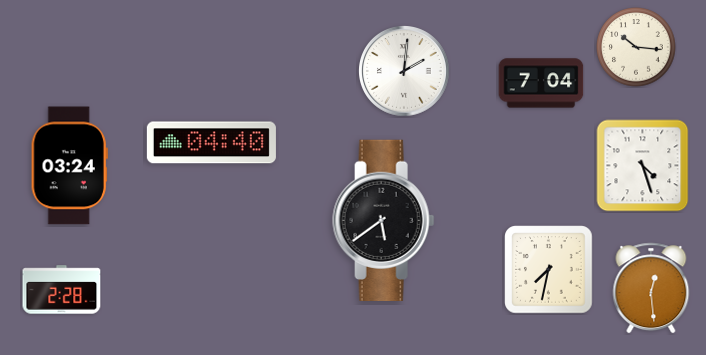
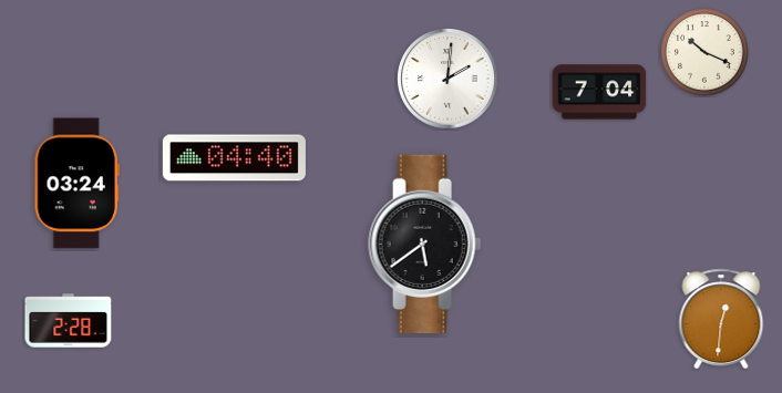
clock at (636, 47): 10:16 -> 10:19
clock at (643, 166): 4:27 -> none
clock at (549, 270): 7:32 -> none
clock at (651, 288): 12:29 -> 12:31
